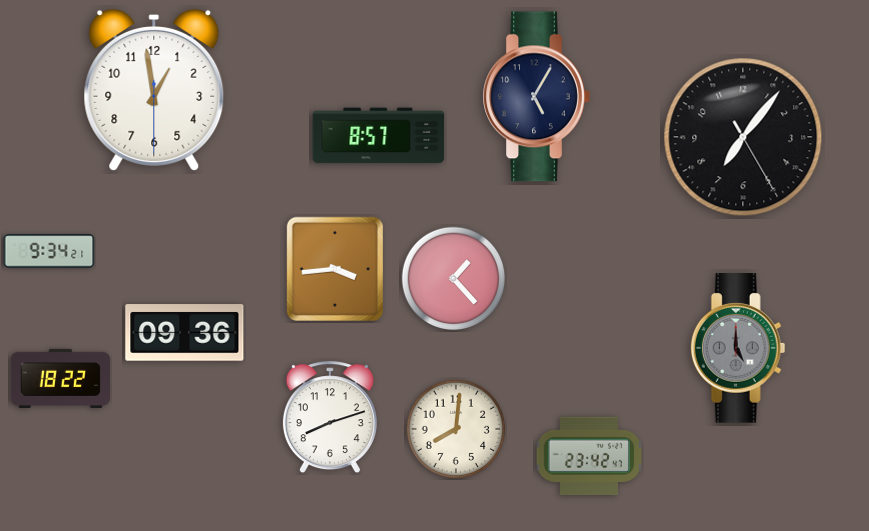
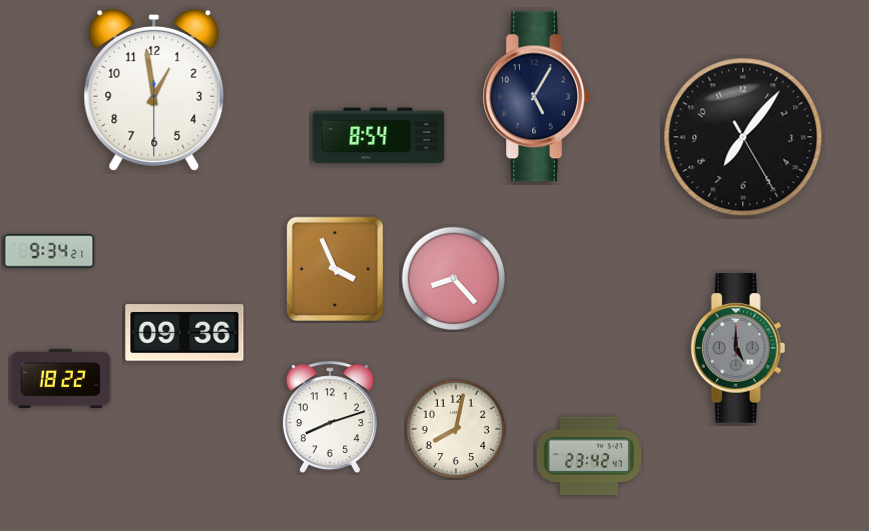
clock at (379, 136): 8:57 -> 8:54
clock at (334, 269): 3:44 -> 3:56
clock at (454, 279): 1:23 -> 8:23
clock at (456, 429): 8:01 -> 8:02
